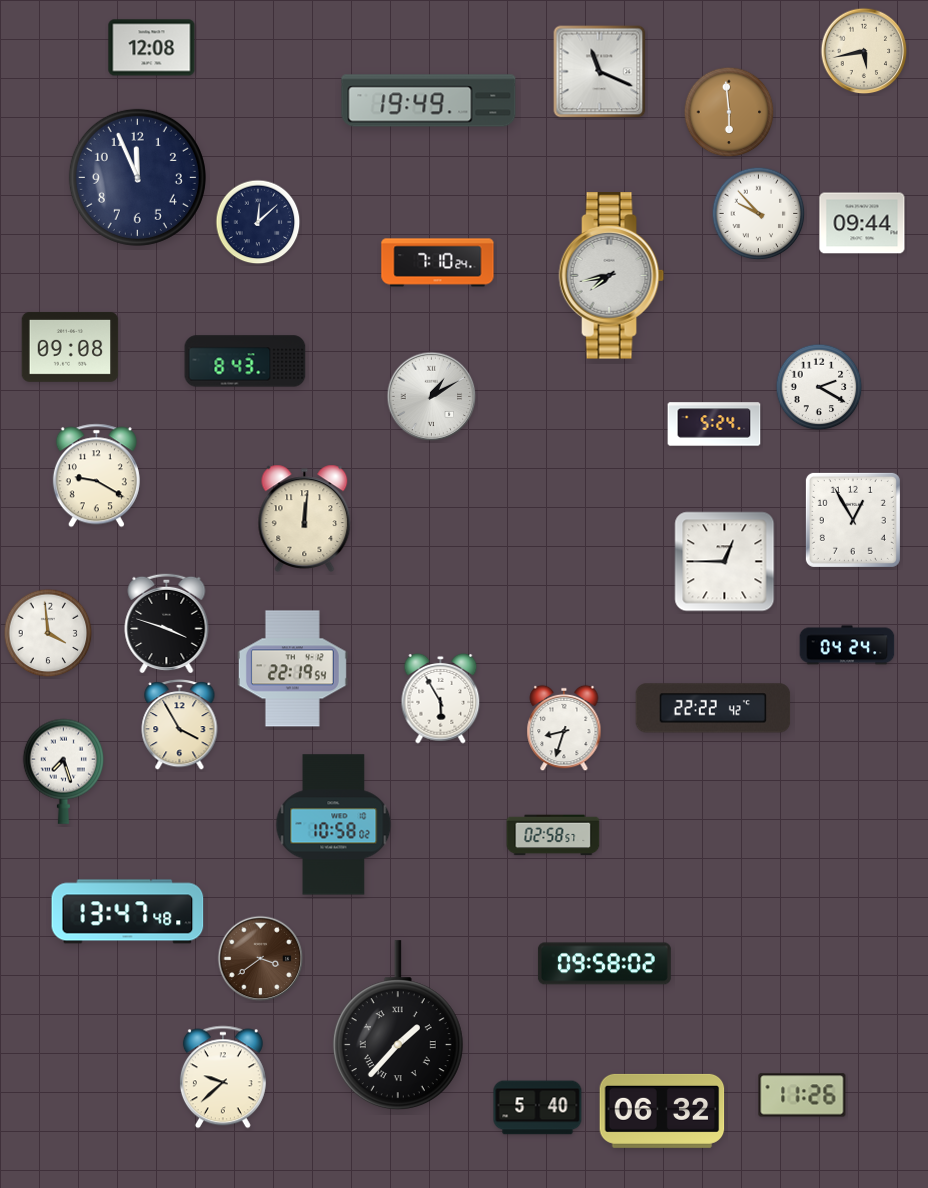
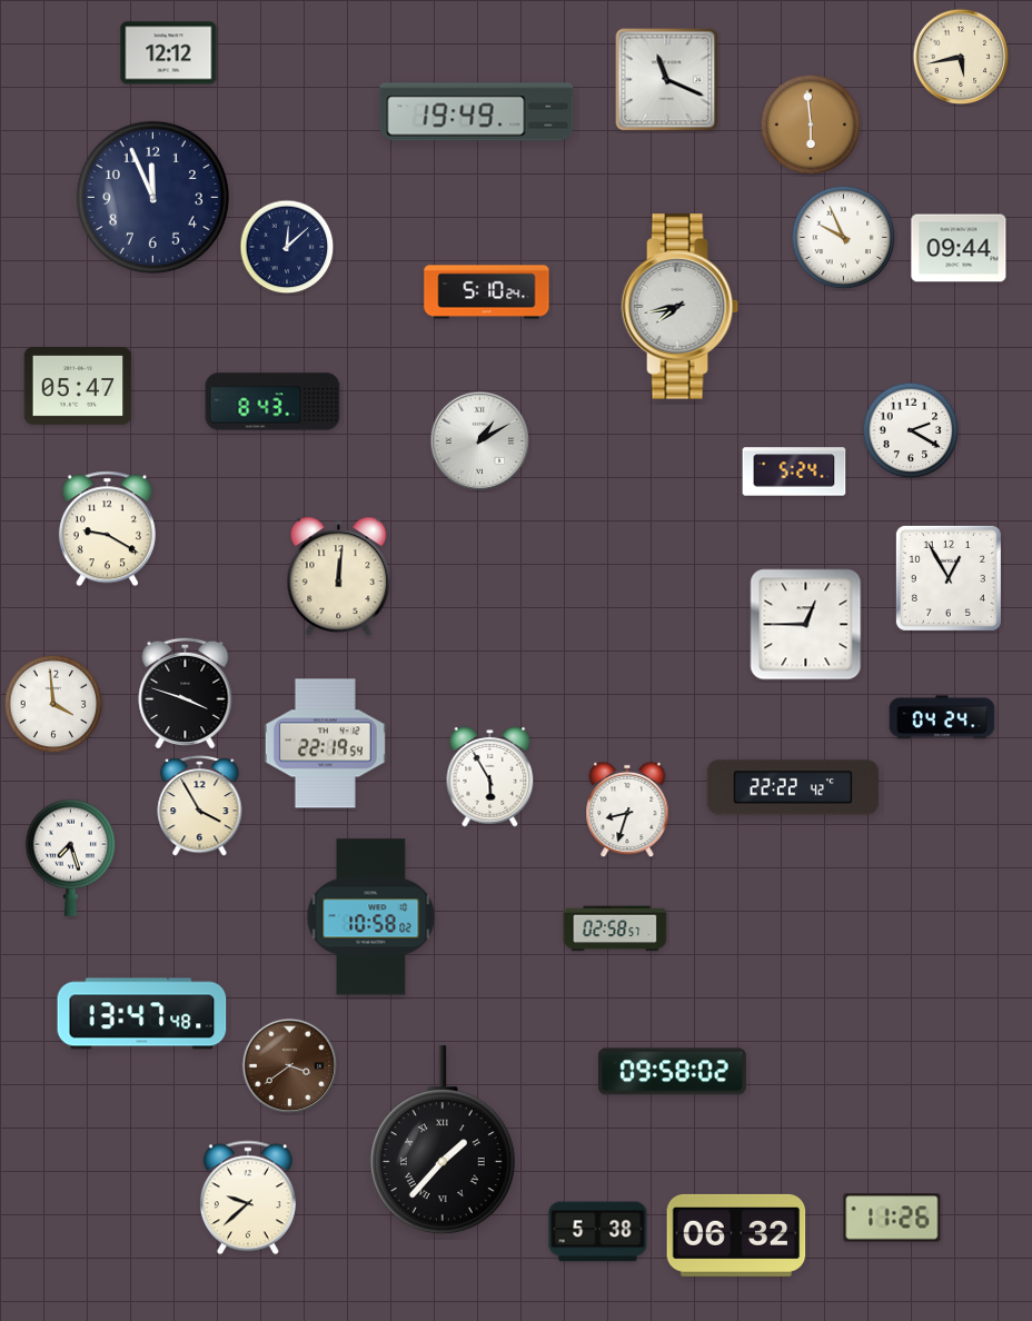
clock at (152, 48): 12:08 -> 12:12
clock at (759, 214): 9:53 -> 9:56
clock at (438, 263): 7:10 -> 5:10
clock at (70, 347): 09:08 -> 05:47
clock at (538, 1108): 5:40 -> 5:38
